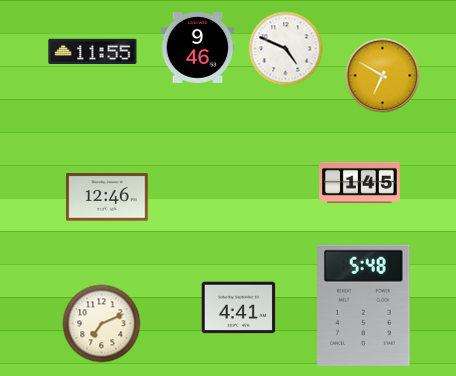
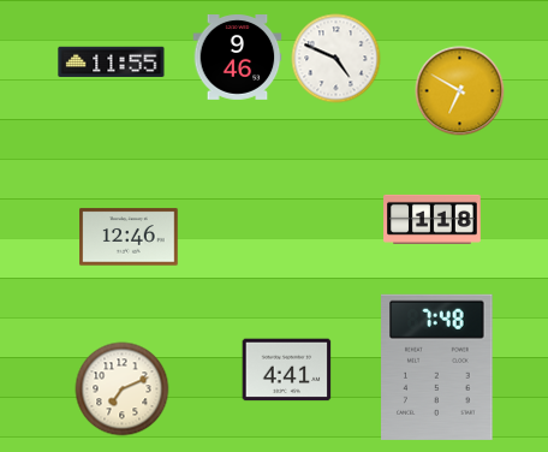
clock at (286, 49) position: (286, 49) -> (336, 59)
clock at (360, 182): 1:45 -> 1:18
clock at (364, 305): 5:48 -> 7:48
